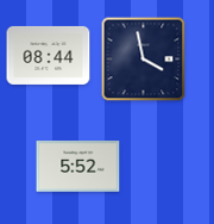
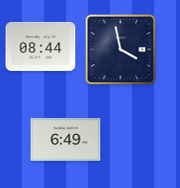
clock at (78, 167): 5:52 -> 6:49
